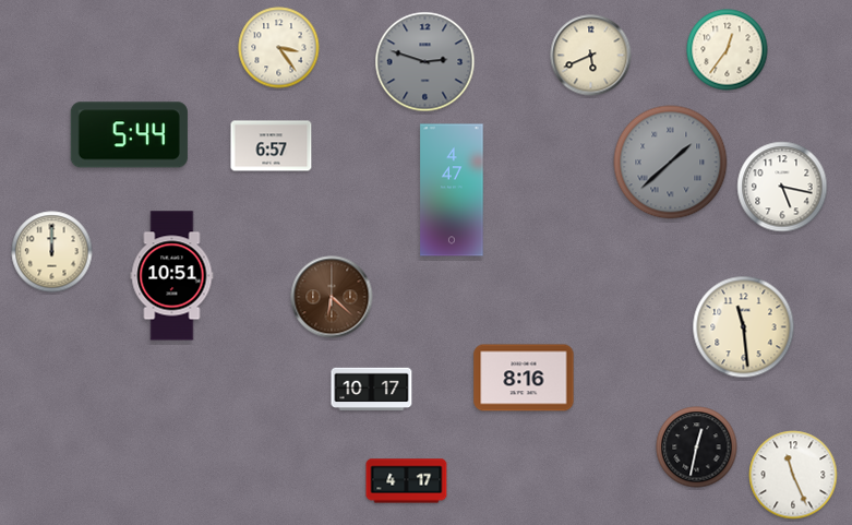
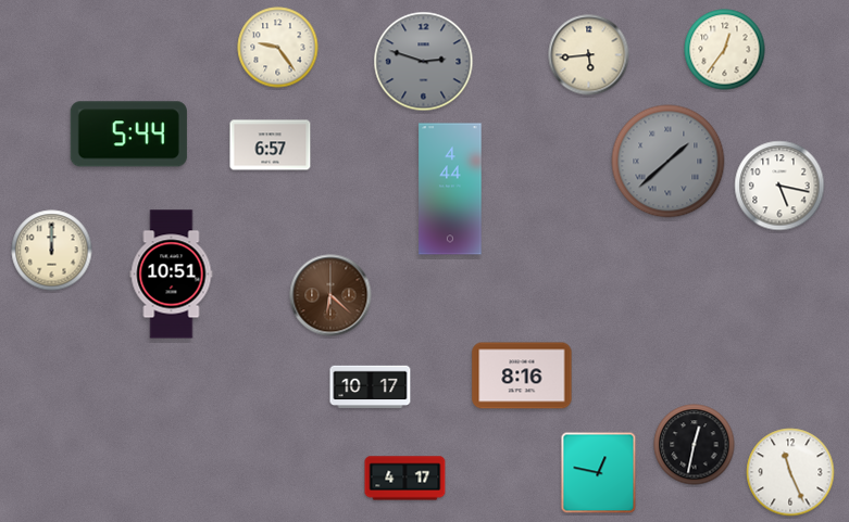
clock at (279, 48): 3:24 -> 9:24
clock at (591, 56): 5:41 -> 5:44
clock at (452, 190): 4:47 -> 4:44
clock at (744, 327): 11:29 -> none
clock at (599, 473): none -> 12:47
